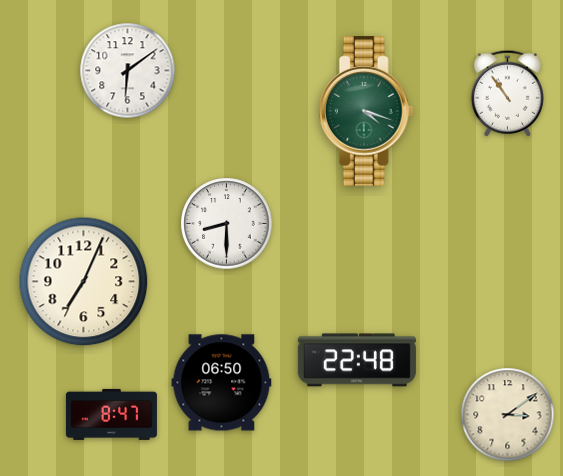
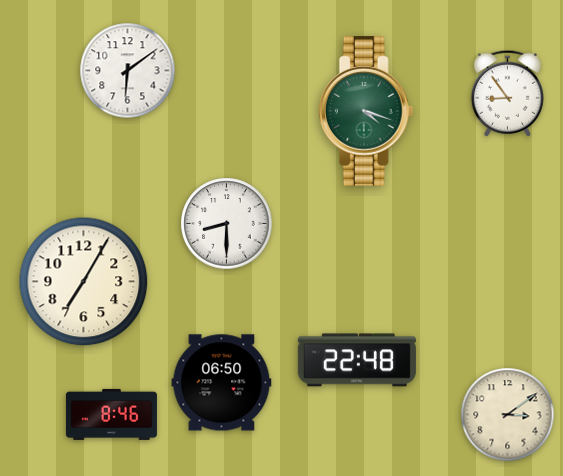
clock at (507, 93): 10:54 -> 8:54
clock at (84, 282): 7:04 -> 7:05
clock at (111, 414): 8:47 -> 8:46
